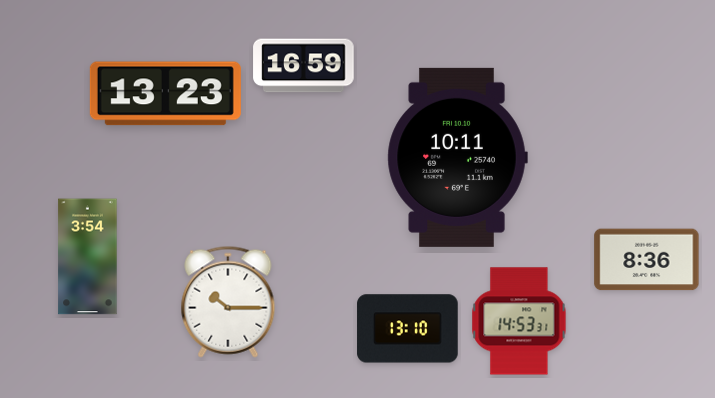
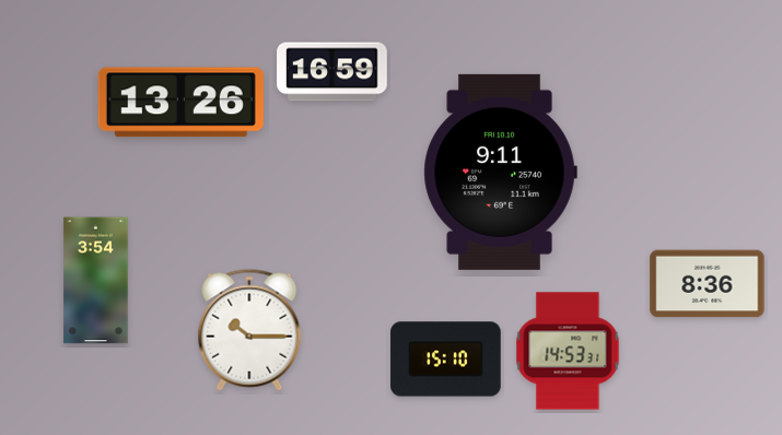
clock at (165, 94): 13:23 -> 13:26
clock at (457, 157): 10:11 -> 9:11
clock at (408, 329): 13:10 -> 15:10
